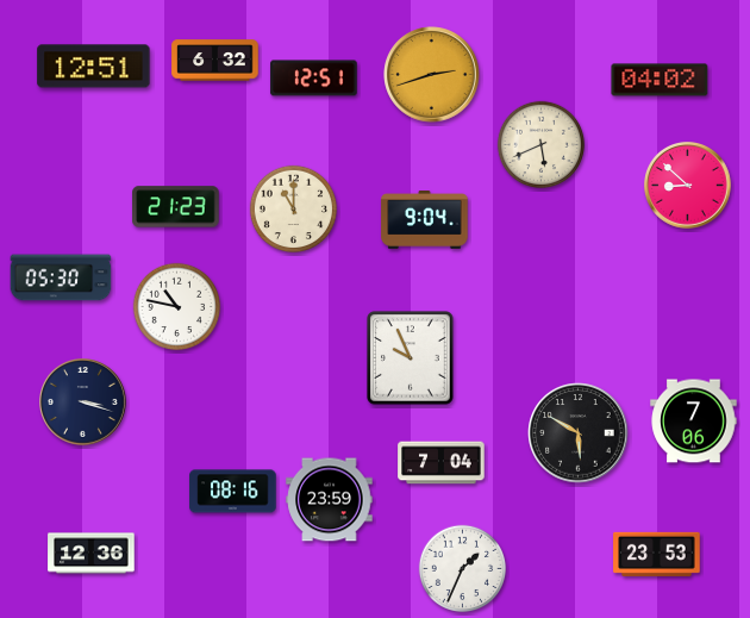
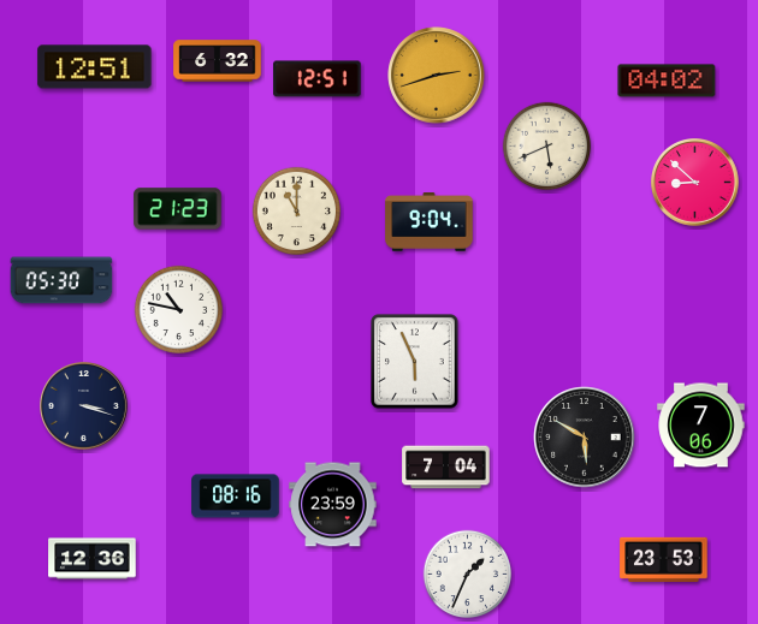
clock at (688, 186) position: (688, 186) -> (695, 183)
clock at (411, 358): 9:56 -> 5:56
